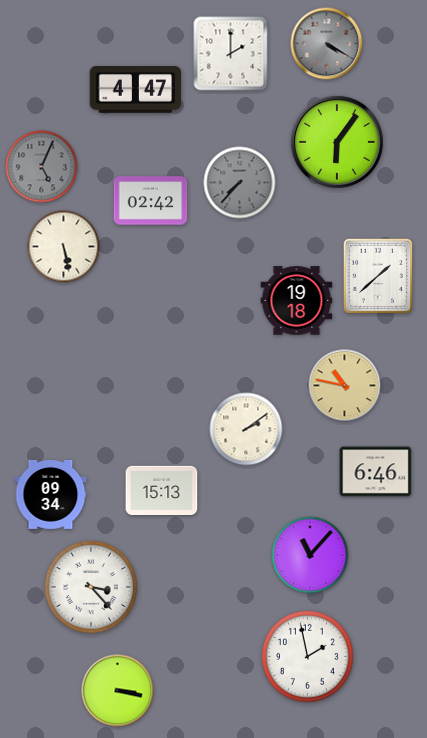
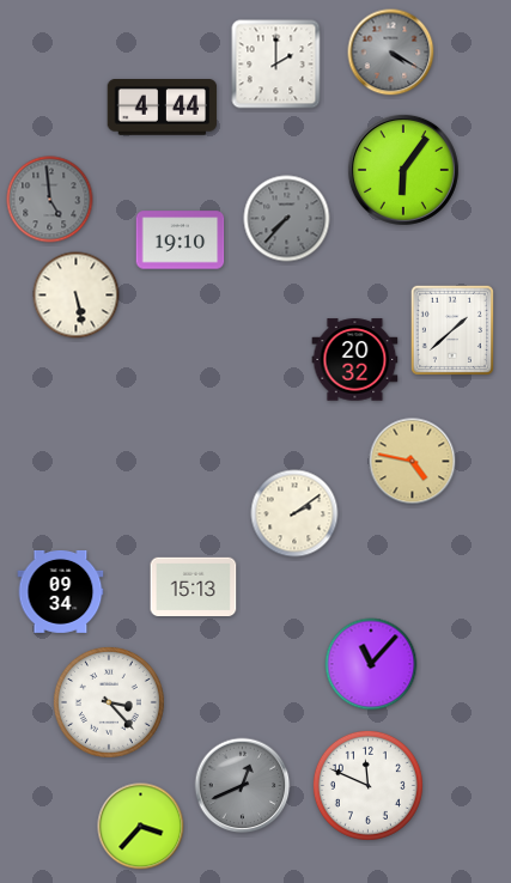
clock at (136, 90): 4:47 -> 4:44
clock at (42, 167): 5:04 -> 4:59
clock at (151, 201): 02:42 -> 19:10
clock at (297, 301): 19:18 -> 20:32
clock at (345, 386): 10:47 -> 4:47
clock at (376, 472): 6:46 -> none
clock at (307, 656): 1:58 -> 11:49
clock at (243, 786): none -> 12:41
clock at (118, 691): 3:17 -> 3:37
